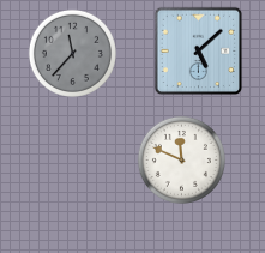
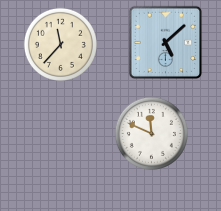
clock at (72, 53) dial: grey -> cream
